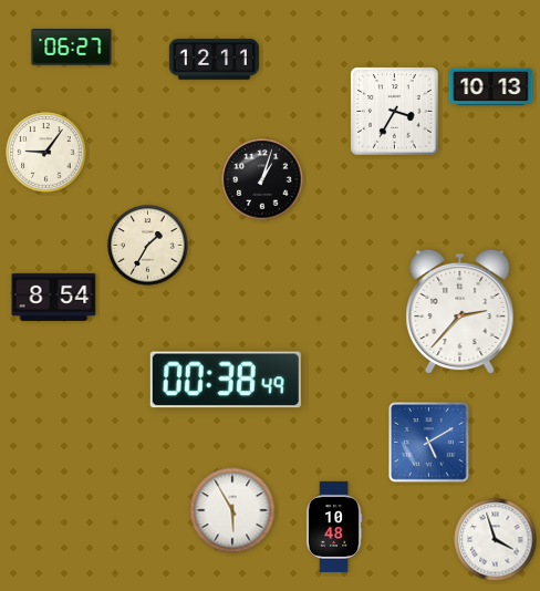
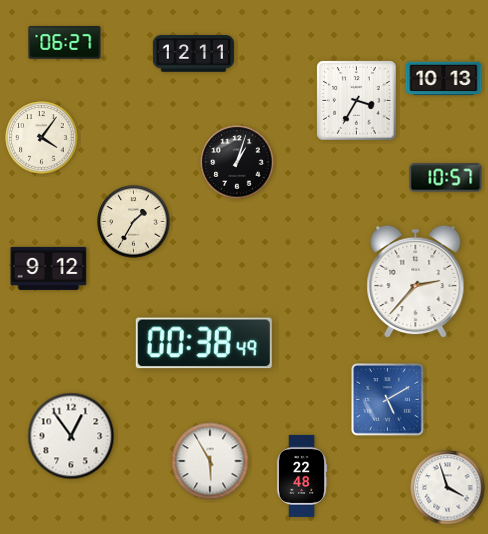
clock at (46, 153): 9:06 -> 4:06
clock at (446, 178): none -> 10:57
clock at (54, 297): 8:54 -> 9:12
clock at (71, 436): none -> 12:54
clock at (334, 527): 10:48 -> 22:48
